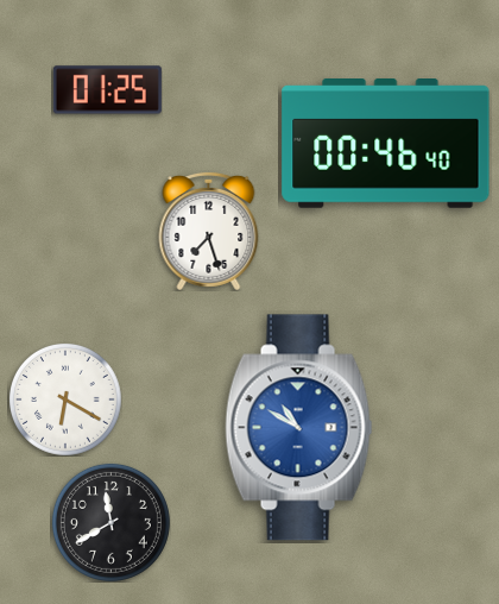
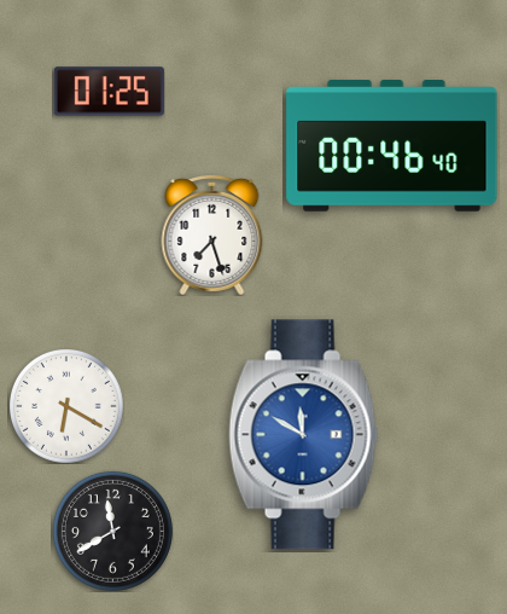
clock at (299, 428): 10:50 -> 11:50
